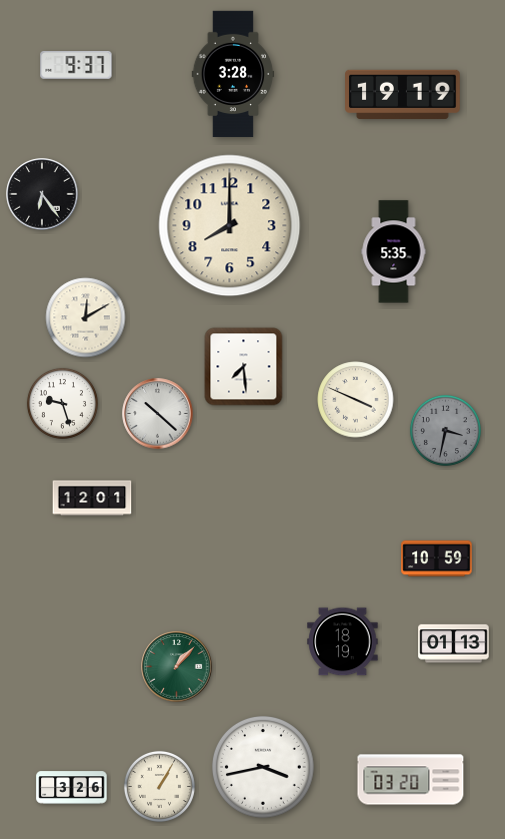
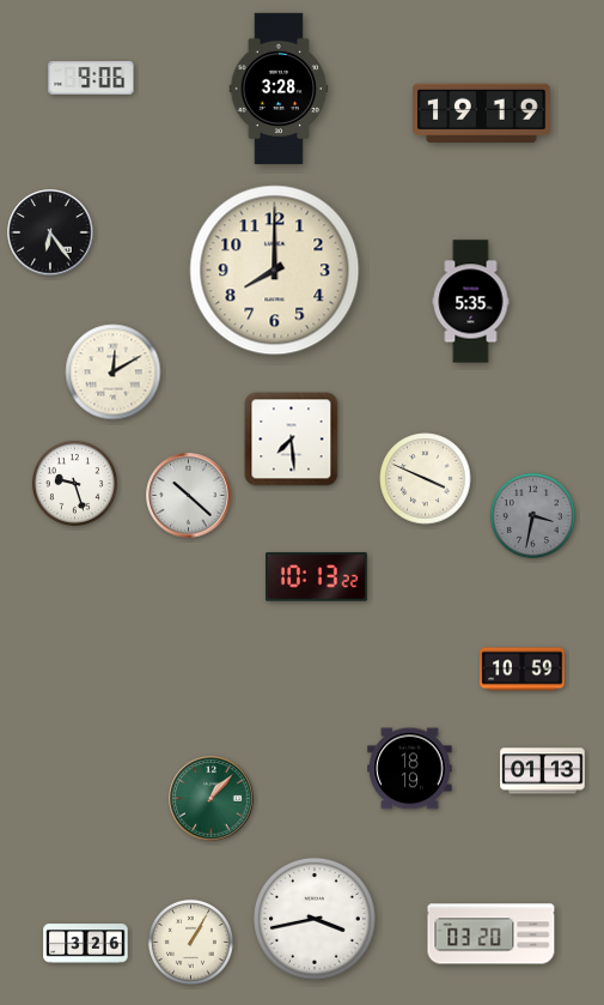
clock at (76, 65): 9:37 -> 9:06
clock at (86, 318) position: (86, 318) -> (114, 373)
clock at (317, 577): none -> 10:13
clock at (92, 498): 12:01 -> none
